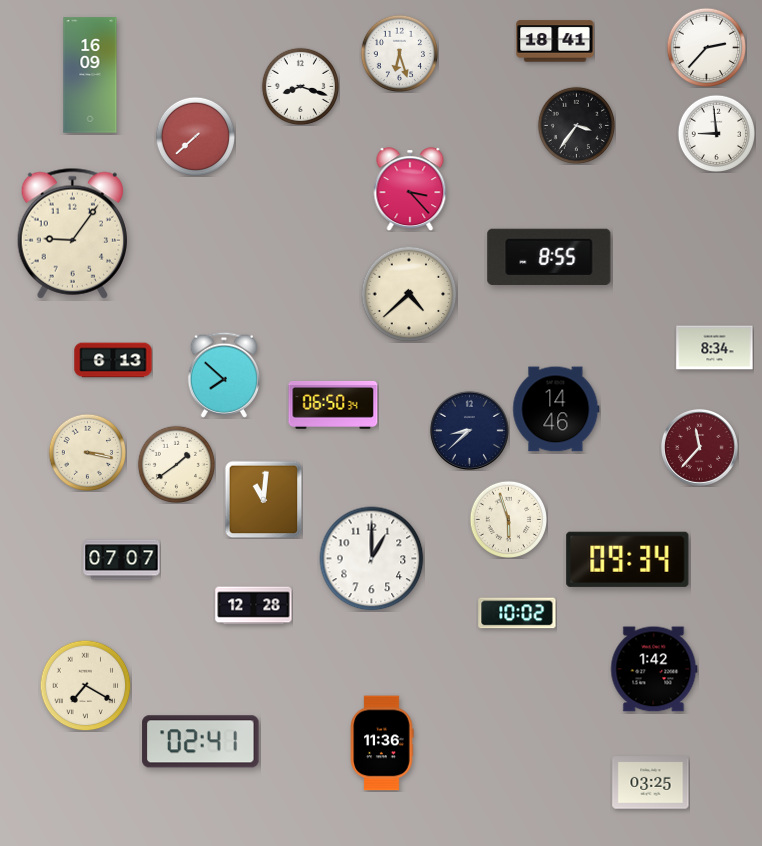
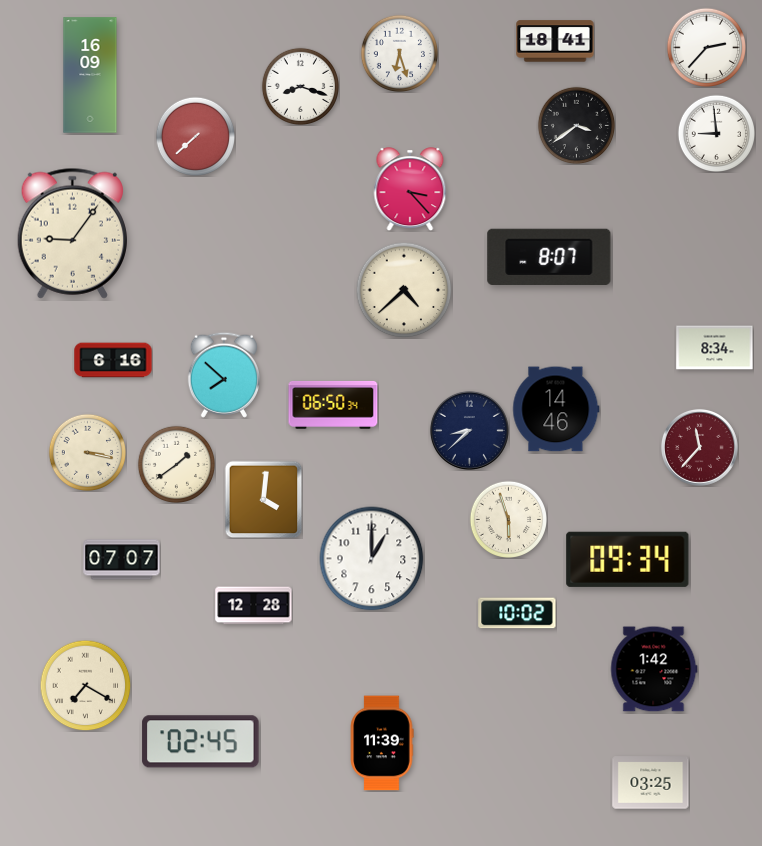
clock at (576, 125): 3:36 -> 3:39
clock at (549, 257): 8:55 -> 8:07
clock at (409, 294) position: (409, 294) -> (404, 290)
clock at (113, 360): 6:13 -> 6:16
clock at (263, 499): 11:01 -> 4:01
clock at (201, 742): 02:41 -> 02:45
clock at (382, 743): 11:36 -> 11:39
